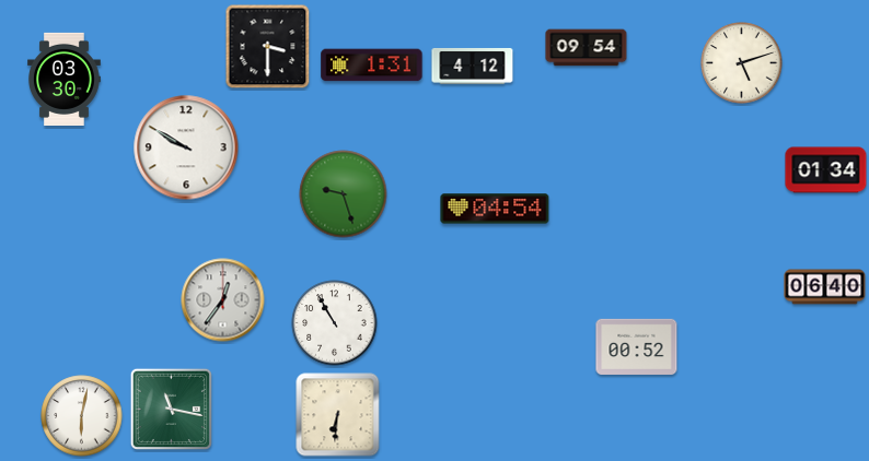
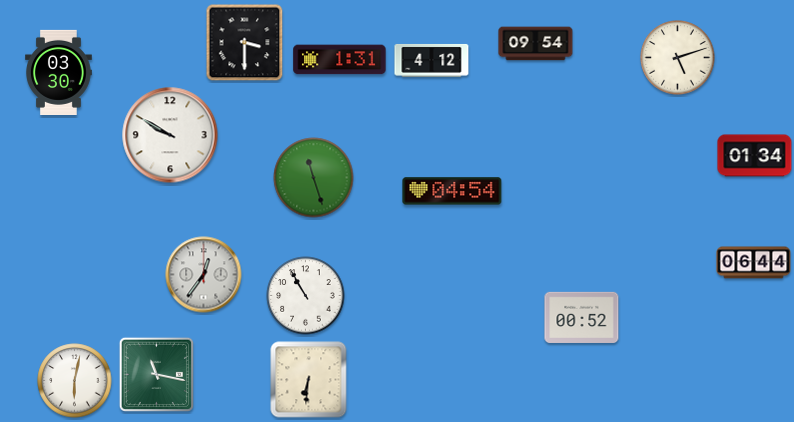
clock at (344, 194): 9:27 -> 11:27
clock at (825, 287): 06:40 -> 06:44
